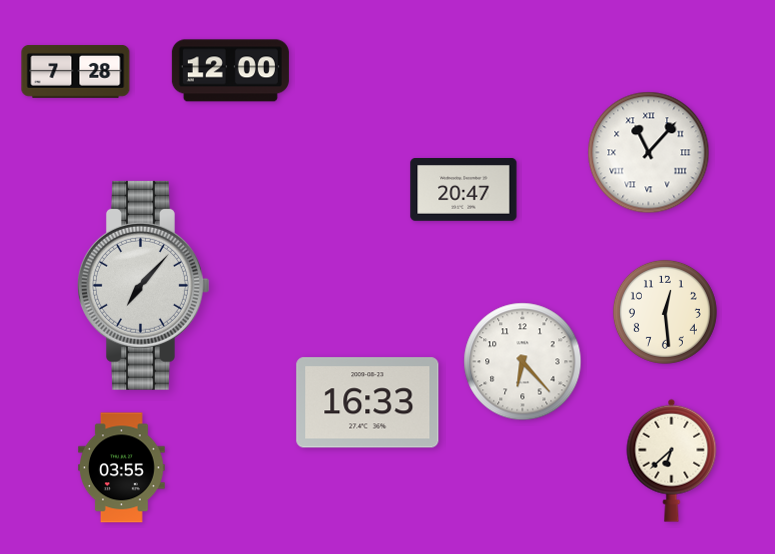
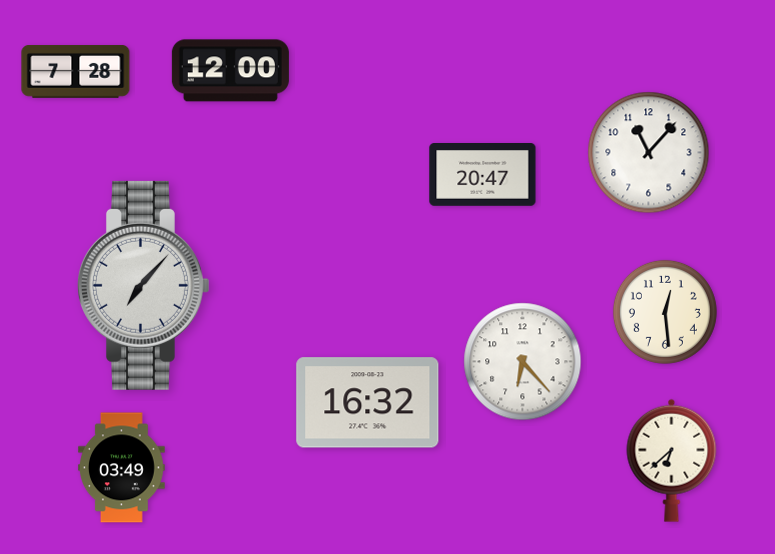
clock at (649, 153) numerals: Roman -> Arabic
clock at (464, 190) position: (464, 190) -> (483, 175)
clock at (368, 403): 16:33 -> 16:32
clock at (122, 468): 03:55 -> 03:49
